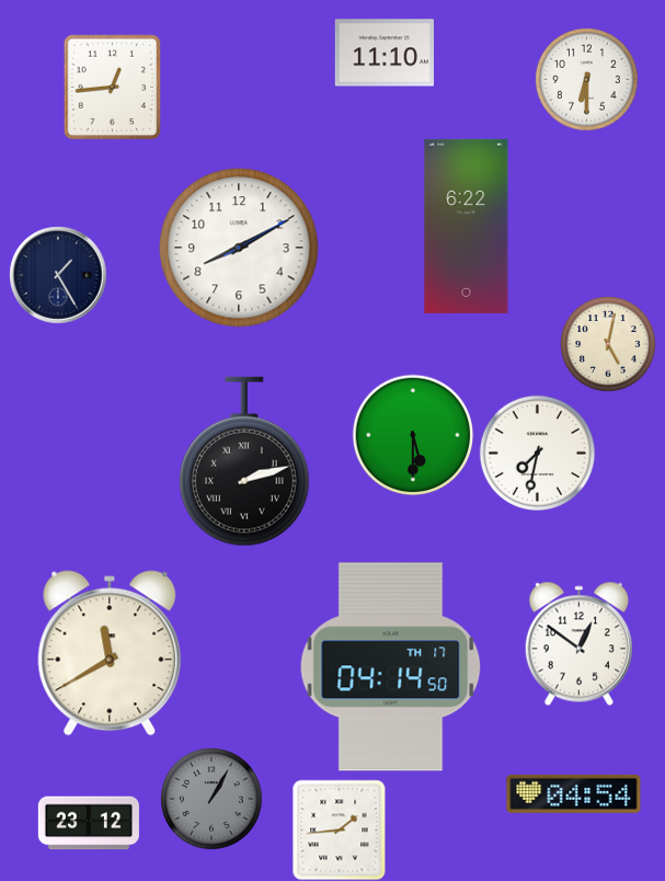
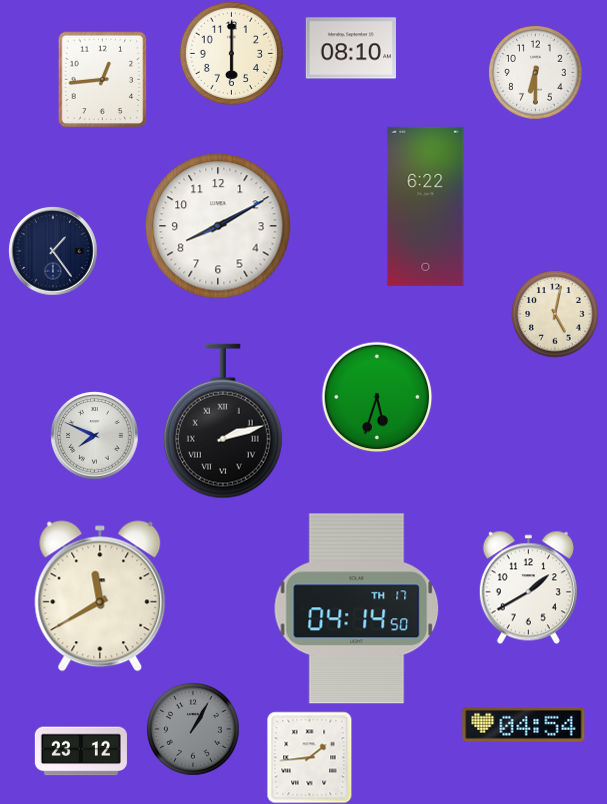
clock at (385, 53): 11:10 -> 08:10
clock at (231, 53): none -> 6:00
clock at (58, 275): 1:25 -> 1:24
clock at (413, 435): 5:30 -> 5:33
clock at (537, 453): 7:32 -> none
clock at (94, 435): none -> 7:49
clock at (578, 643): 12:51 -> 1:40
